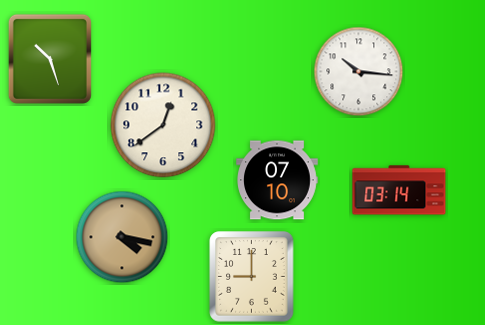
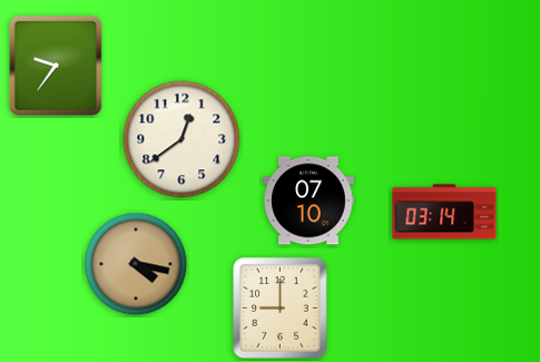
clock at (50, 59): 10:27 -> 9:36
clock at (359, 72): 10:16 -> none
